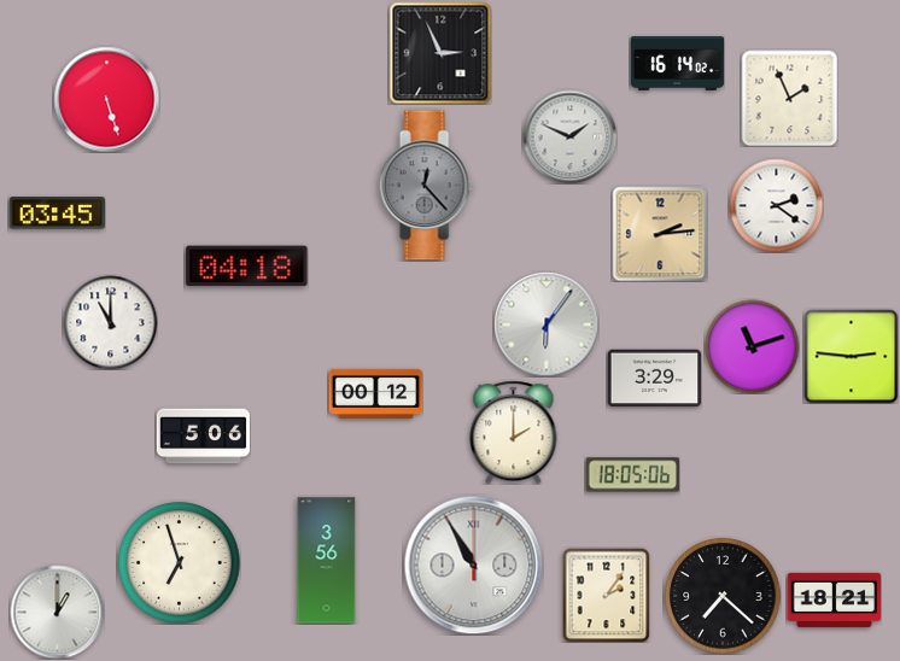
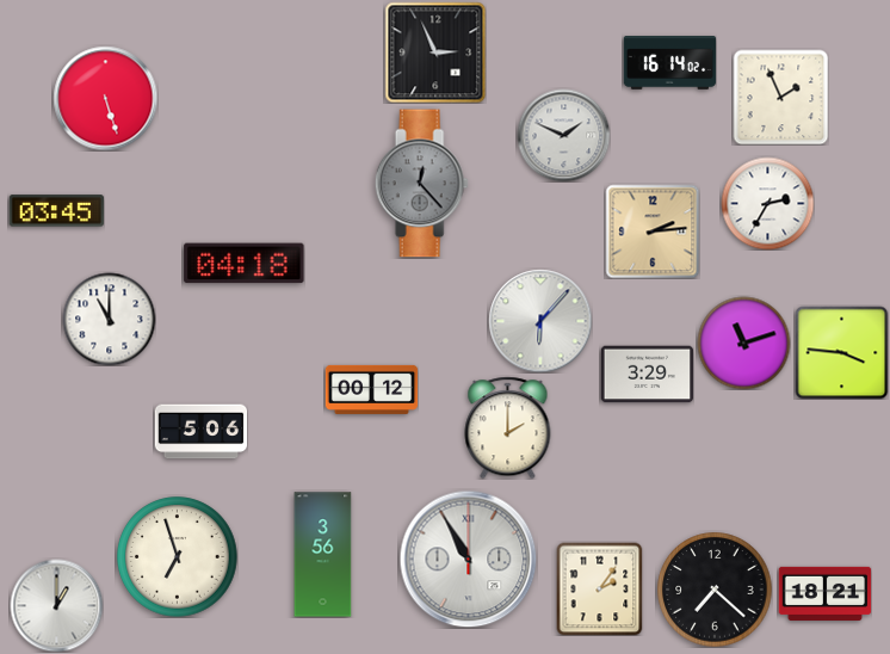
clock at (776, 205): 2:21 -> 2:35
clock at (547, 324): 6:06 -> 6:07
clock at (851, 356): 2:46 -> 3:46
clock at (632, 475): 18:05 -> none
